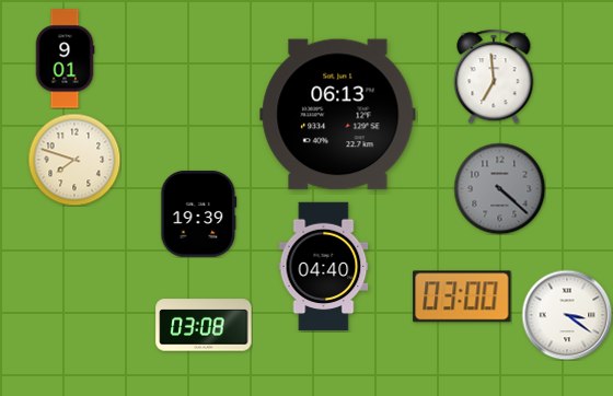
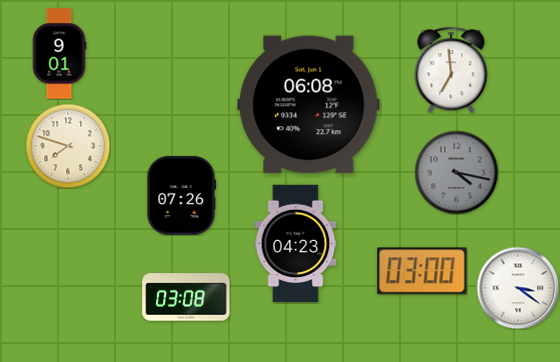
clock at (338, 115): 06:13 -> 06:08
clock at (499, 188): 4:22 -> 4:17
clock at (199, 213): 19:39 -> 07:26
clock at (324, 267): 04:40 -> 04:23
